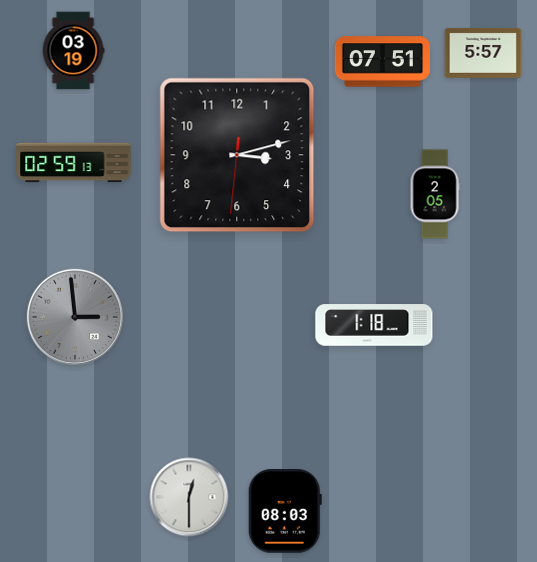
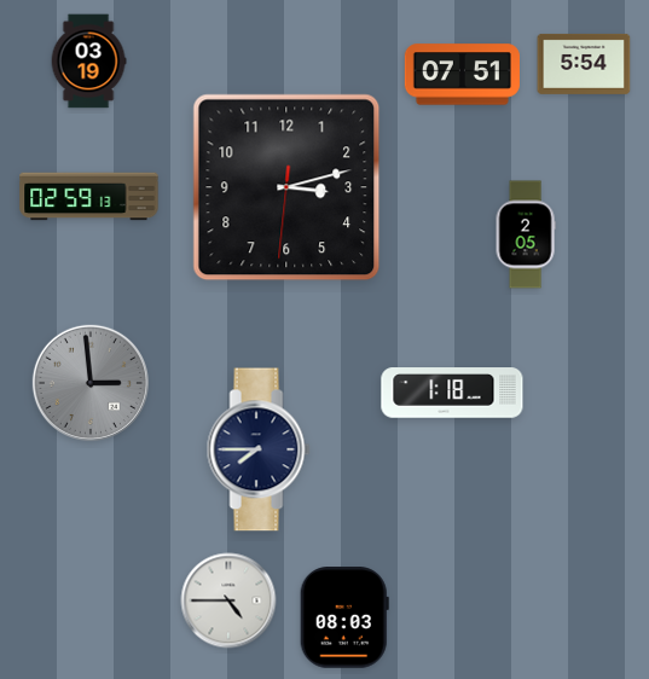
clock at (483, 53): 5:57 -> 5:54
clock at (259, 449): none -> 7:45
clock at (189, 497): 12:30 -> 4:45
